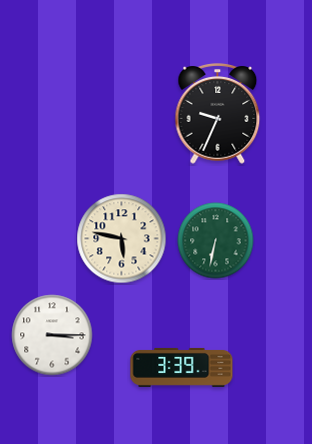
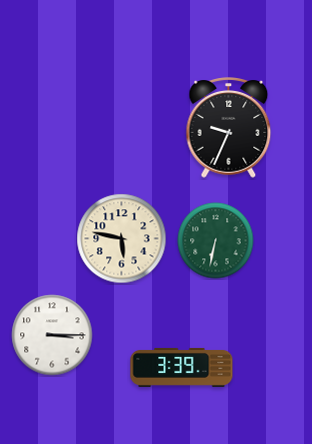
clock at (218, 114) position: (218, 114) -> (229, 128)
